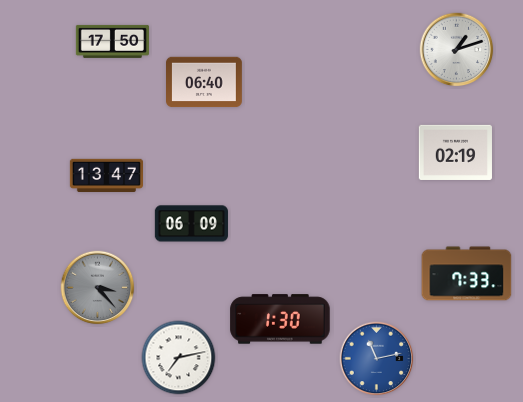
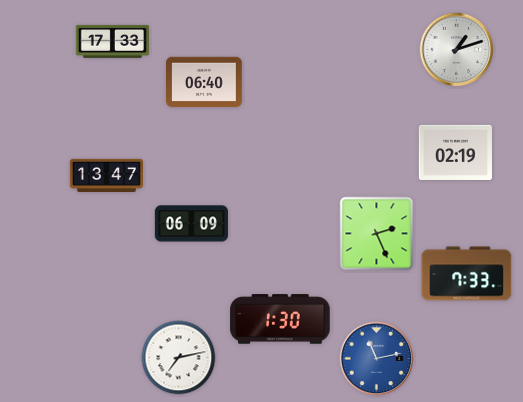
clock at (112, 41): 17:50 -> 17:33
clock at (377, 234): none -> 2:26
clock at (98, 288): 3:23 -> none
